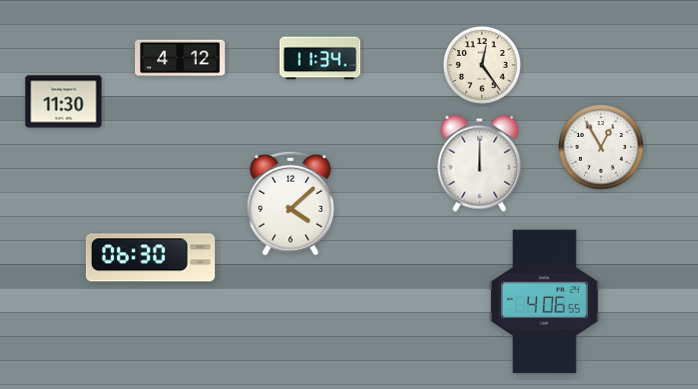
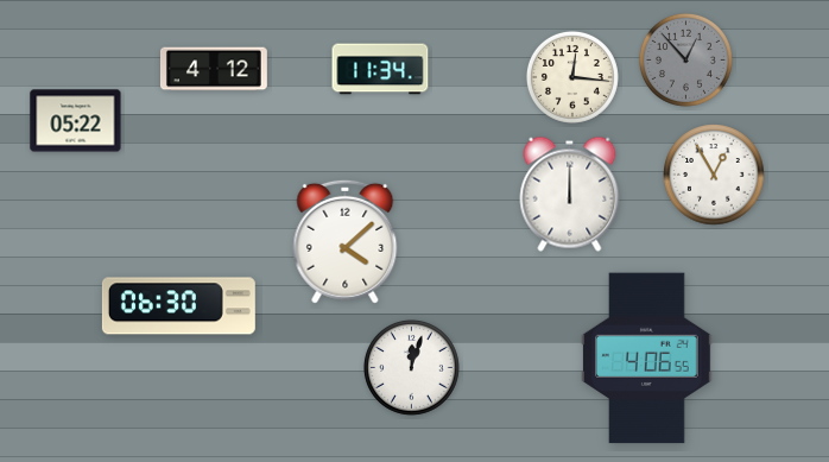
clock at (685, 59): none -> 12:53
clock at (482, 65): 12:24 -> 12:16
clock at (64, 102): 11:30 -> 05:22
clock at (412, 368): none -> 12:03
